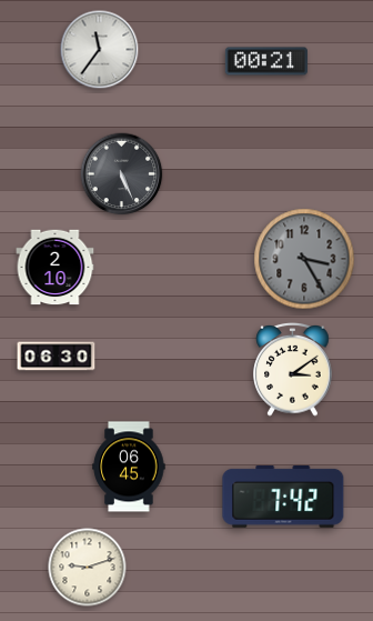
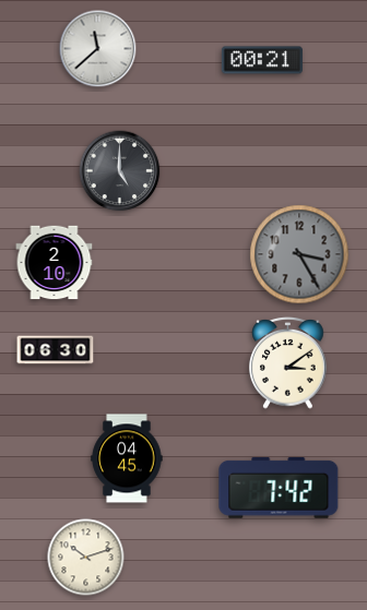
clock at (100, 50): 11:36 -> 11:38
clock at (122, 174): 5:26 -> 5:00
clock at (129, 467): 06:45 -> 04:45
clock at (88, 568): 9:12 -> 10:12
